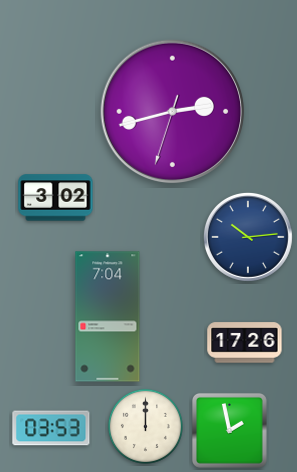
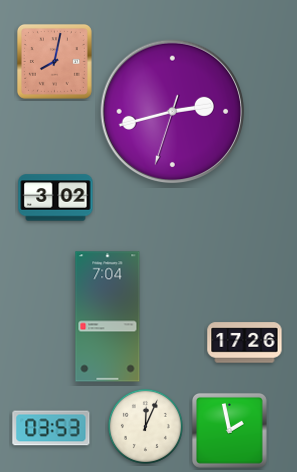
clock at (54, 61): none -> 8:02
clock at (248, 237): 10:14 -> none
clock at (145, 426): 12:00 -> 12:04
